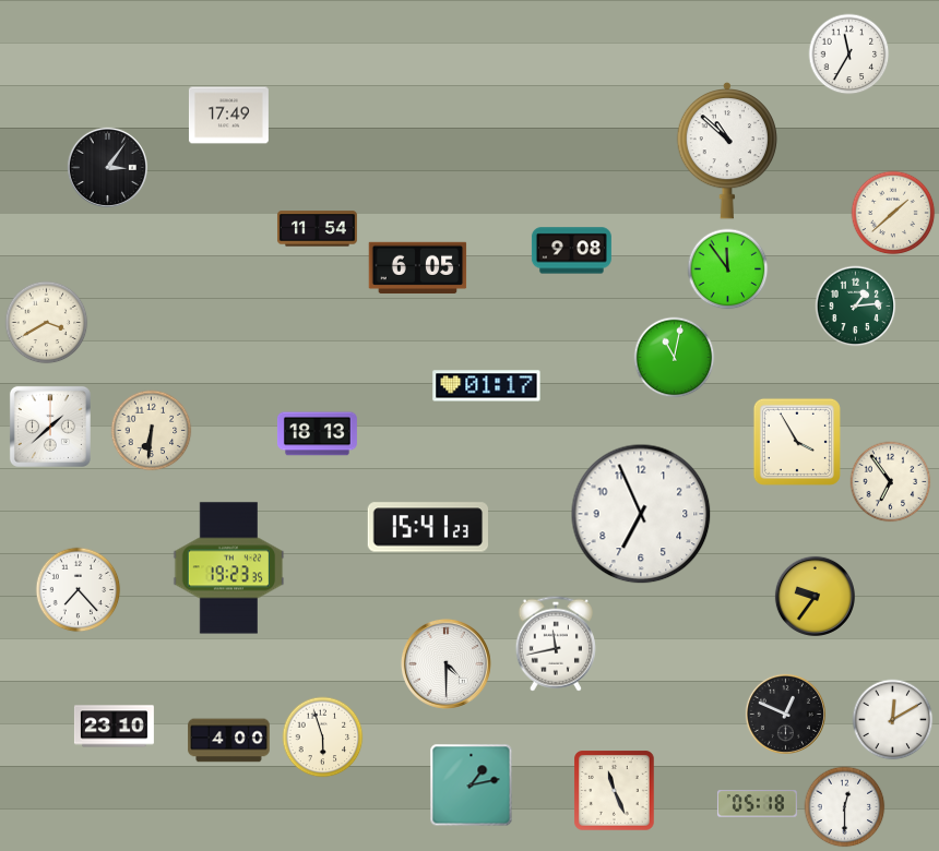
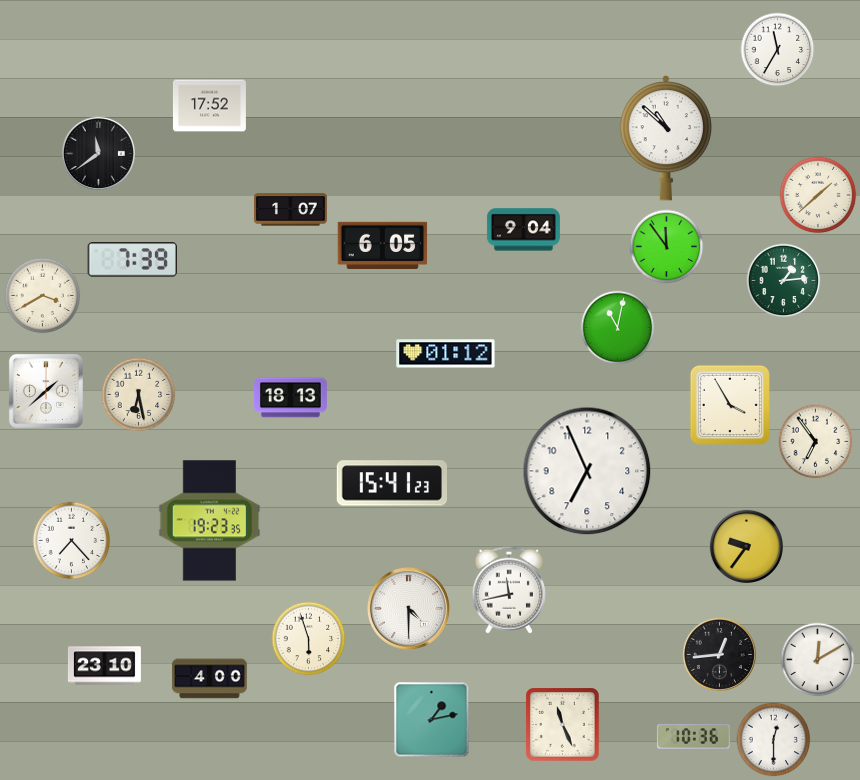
clock at (228, 116): 17:49 -> 17:52
clock at (107, 167): 3:06 -> 11:39
clock at (317, 229): 11:54 -> 1:07
clock at (571, 251): 9:08 -> 9:04
clock at (133, 260): none -> 7:39
clock at (487, 386): 01:17 -> 01:12
clock at (152, 431): 6:31 -> 6:28
clock at (785, 714): 12:49 -> 12:44
clock at (323, 738) position: (323, 738) -> (309, 639)
clock at (757, 804): 05:18 -> 10:36
